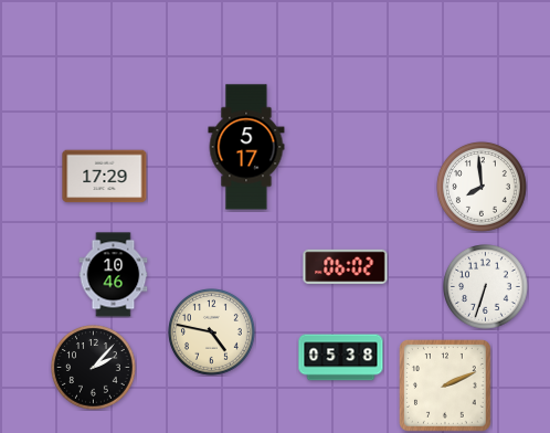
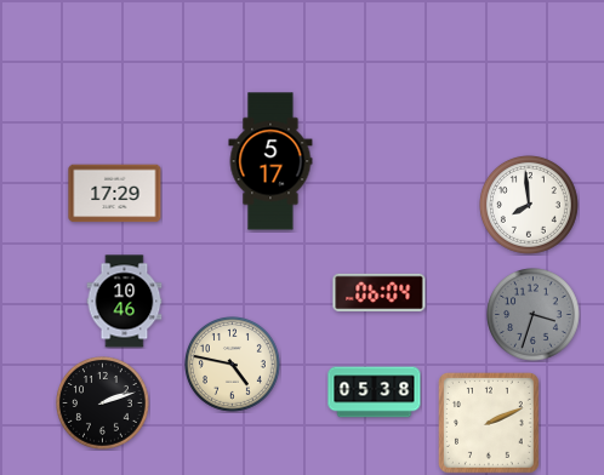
clock at (346, 266): 06:02 -> 06:04
clock at (486, 287): 6:33 -> 3:33
clock at (486, 287) dial: white -> grey
clock at (94, 368): 2:07 -> 2:12
